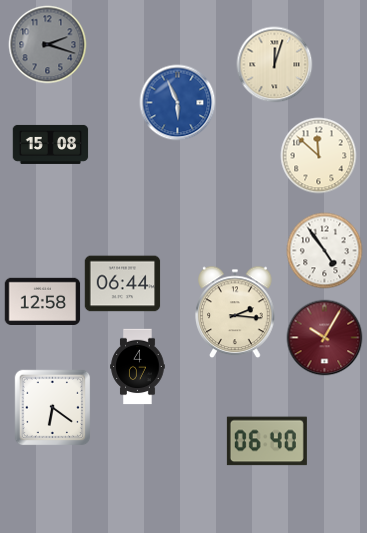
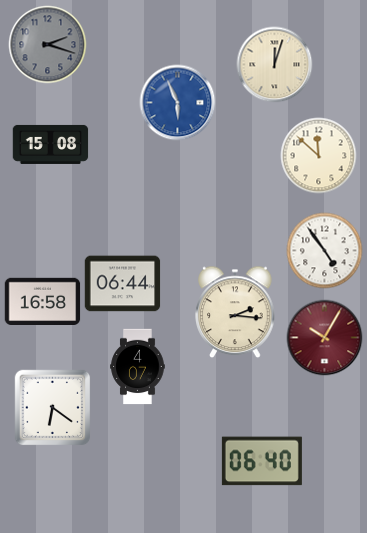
clock at (43, 302): 12:58 -> 16:58
clock at (267, 441) position: (267, 441) -> (262, 461)
